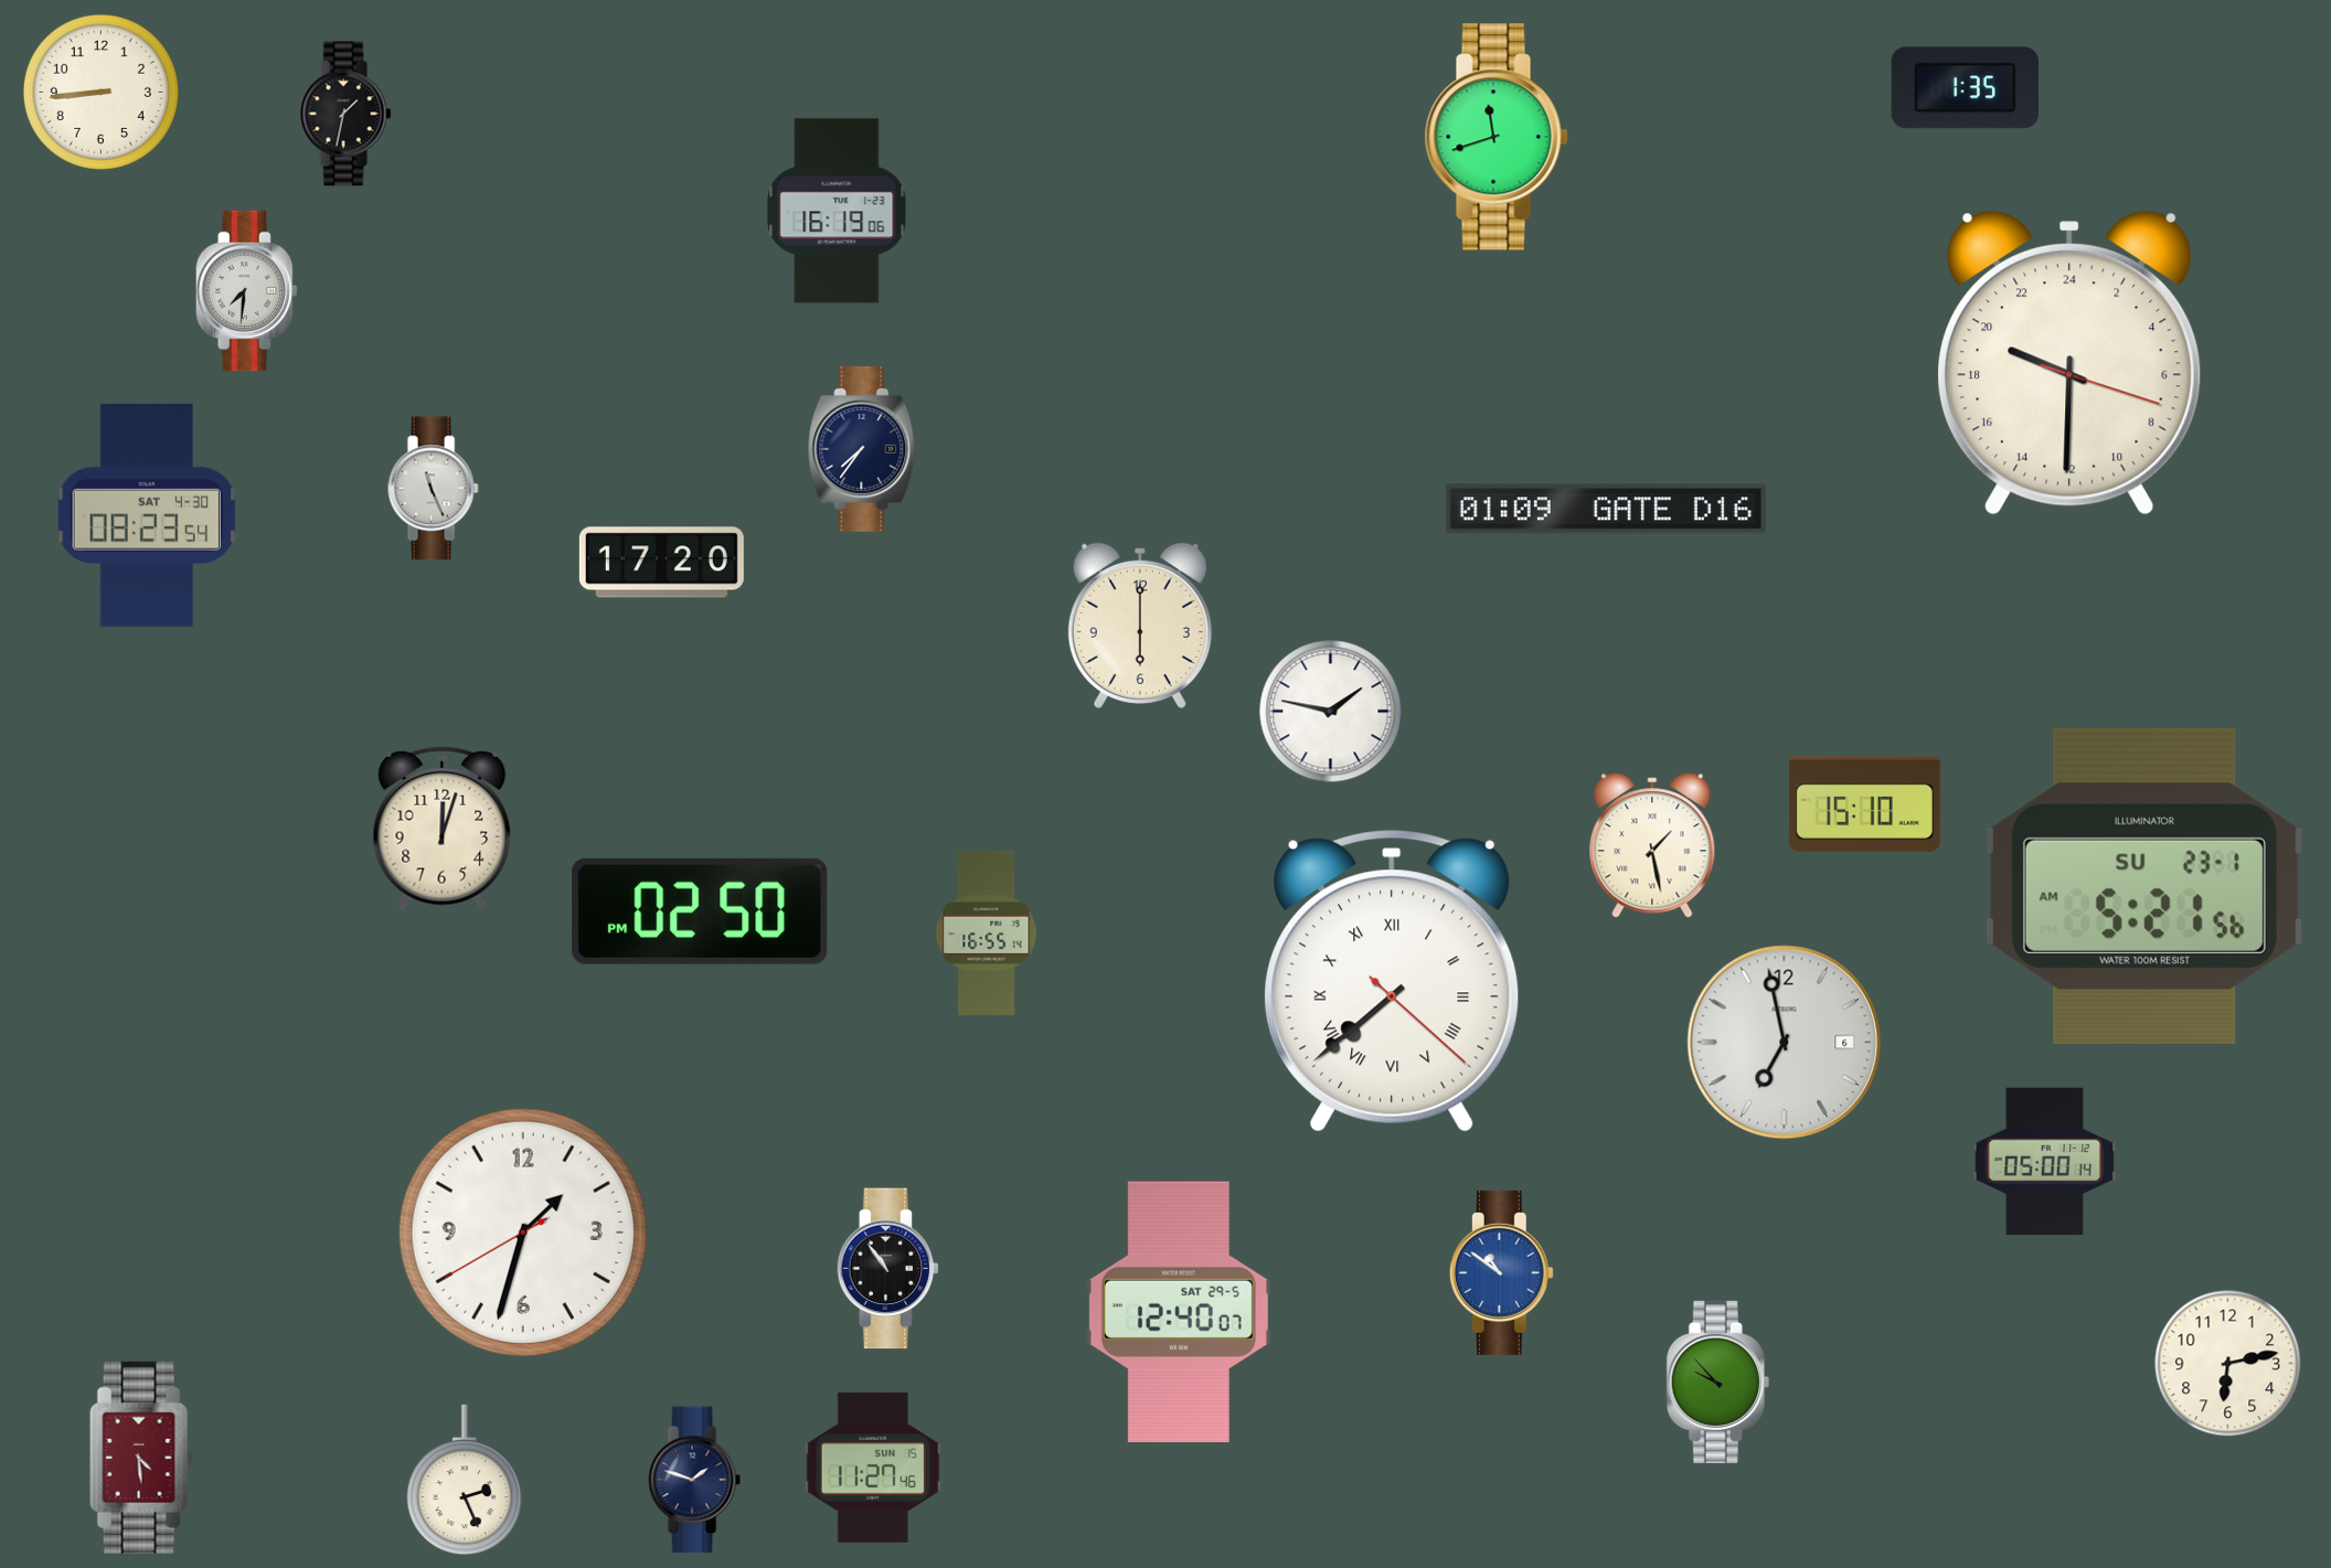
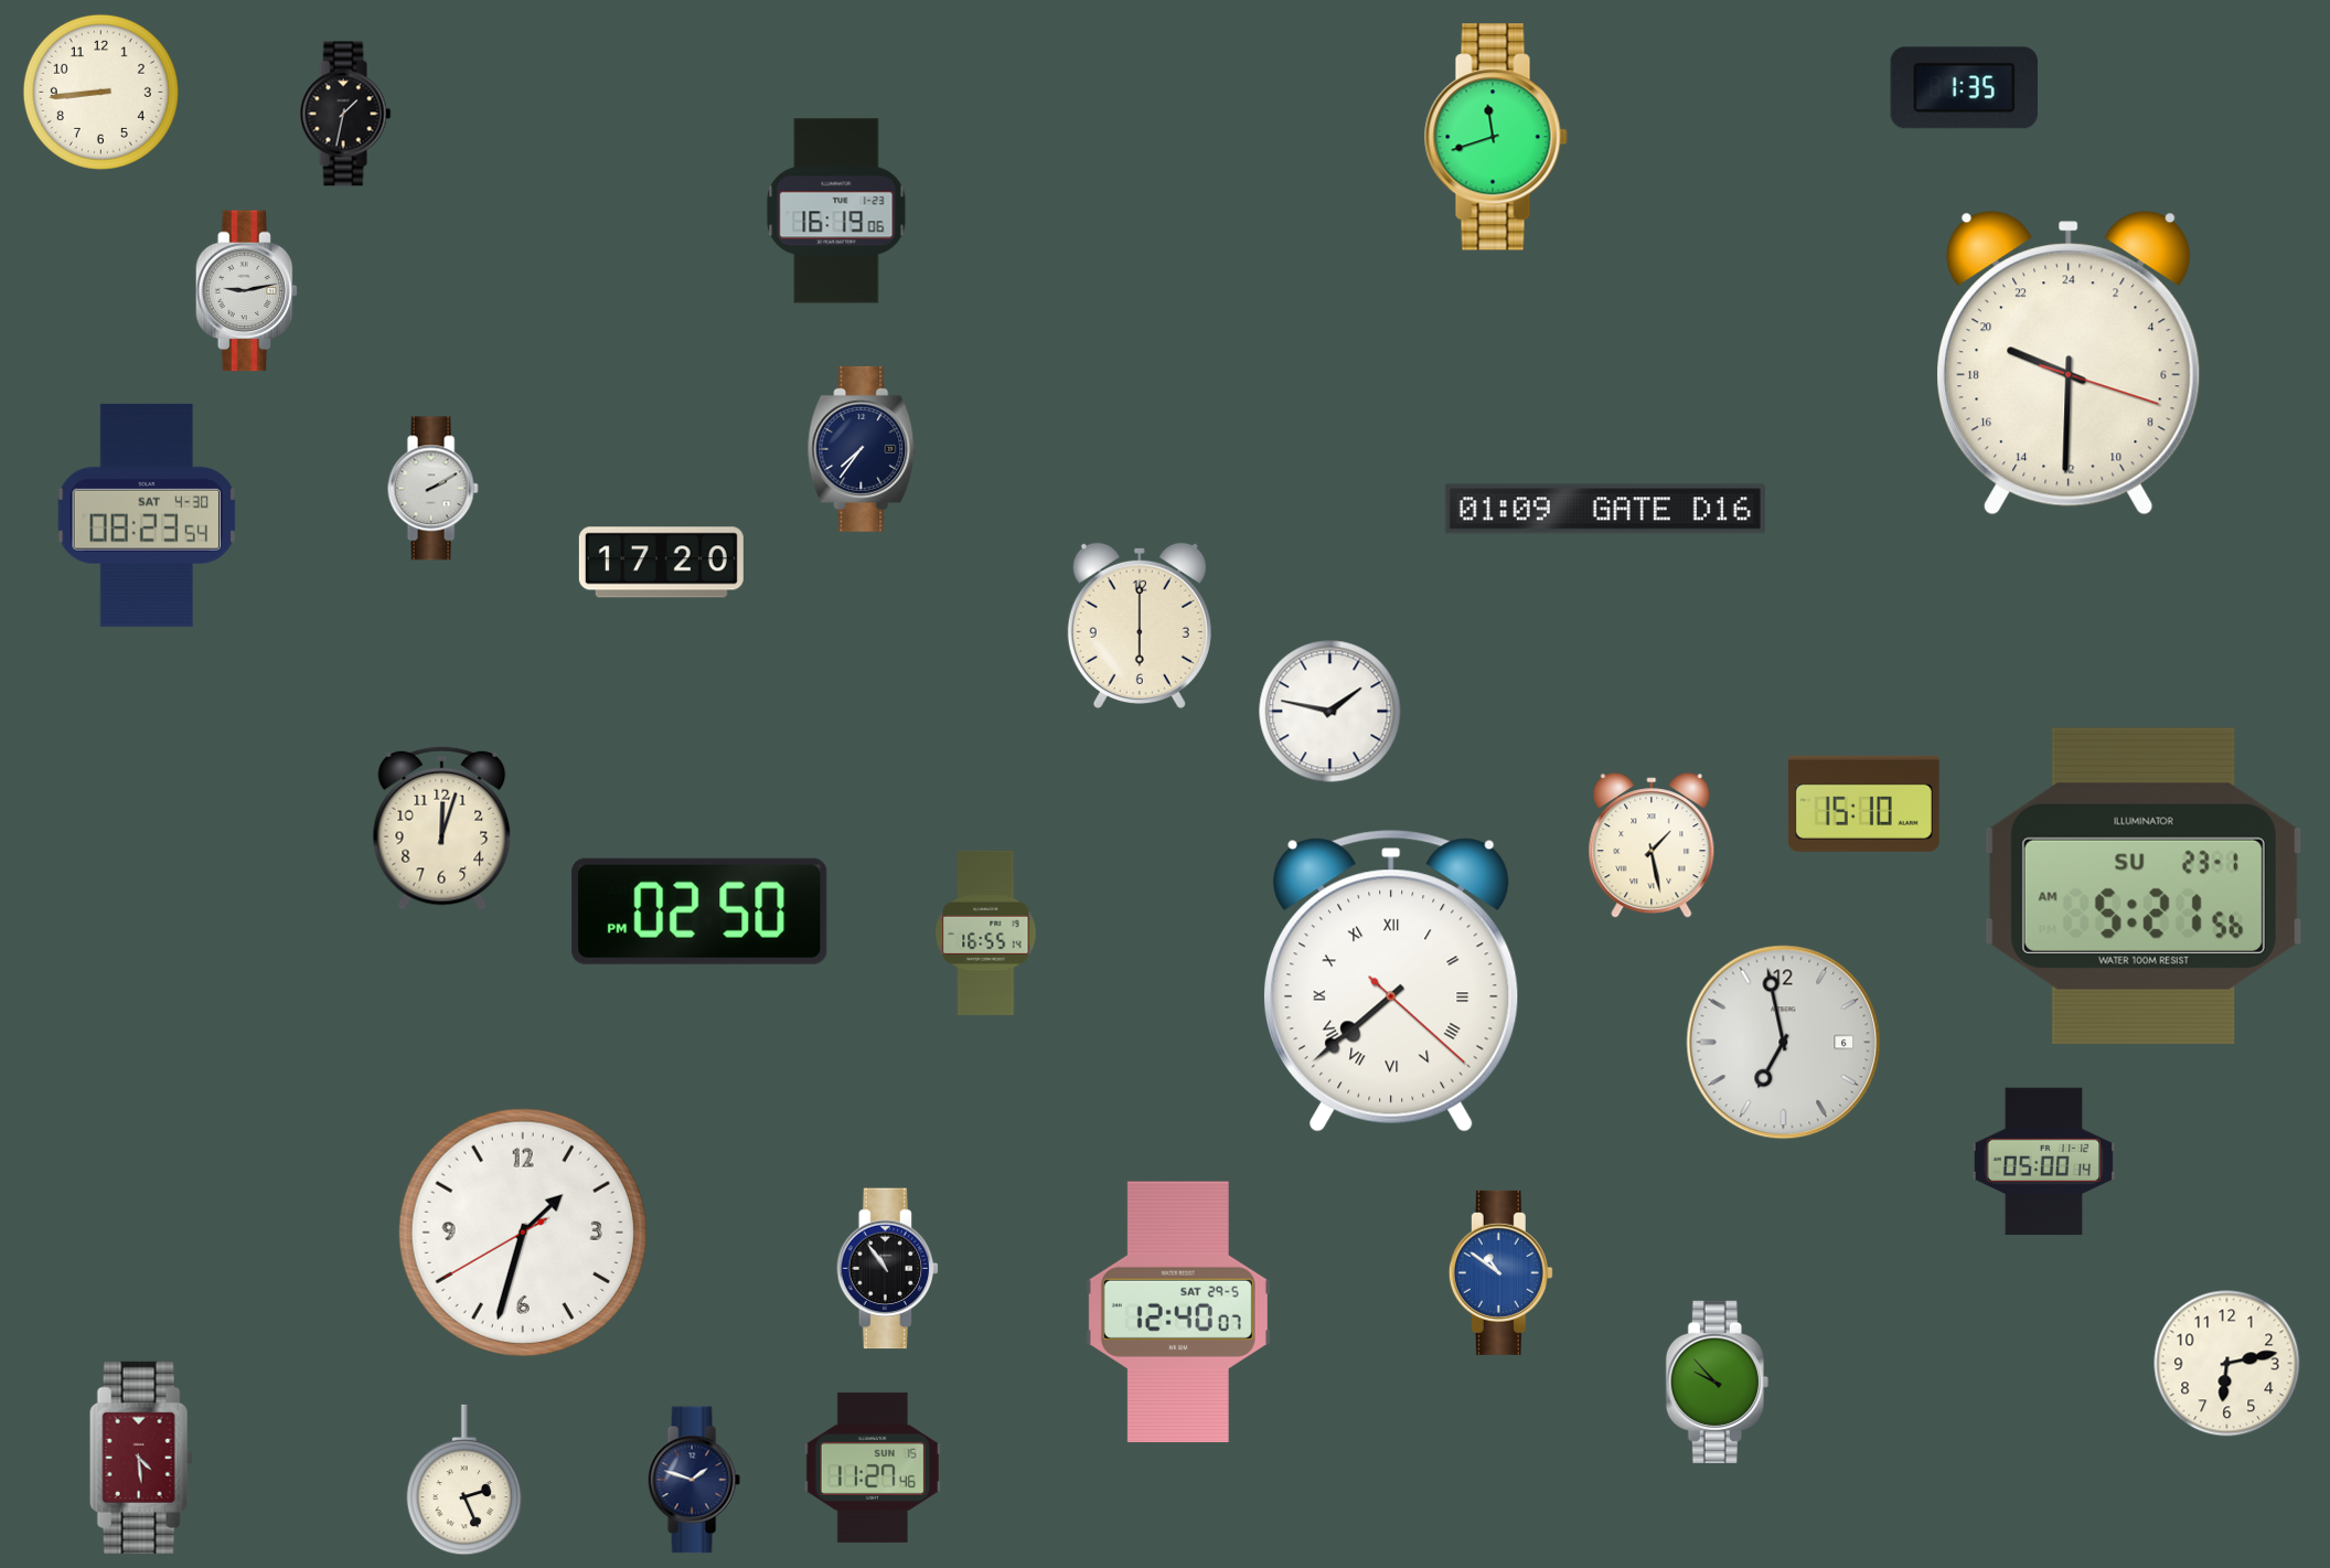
clock at (247, 291): 7:31 -> 9:13
clock at (433, 489): 11:26 -> 2:10
